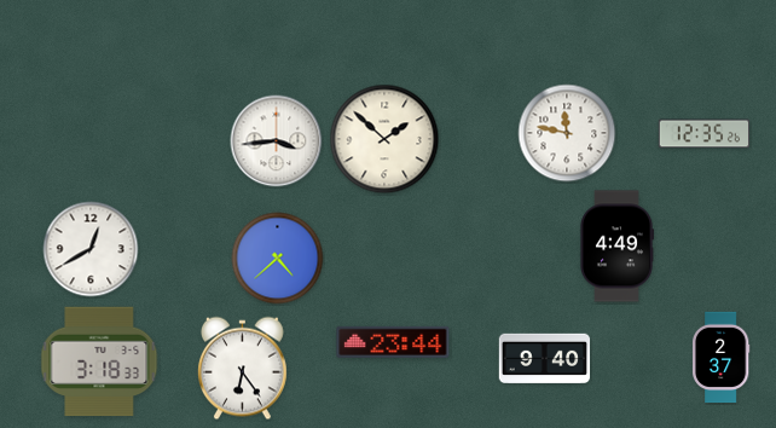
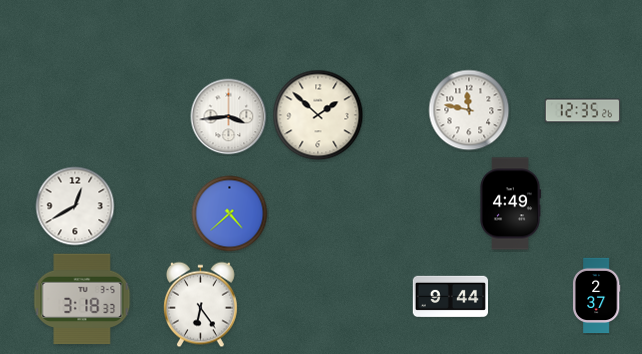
clock at (393, 342): 23:44 -> none
clock at (544, 358): 9:40 -> 9:44
